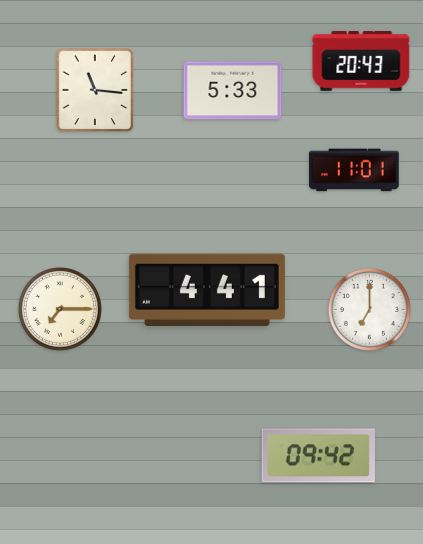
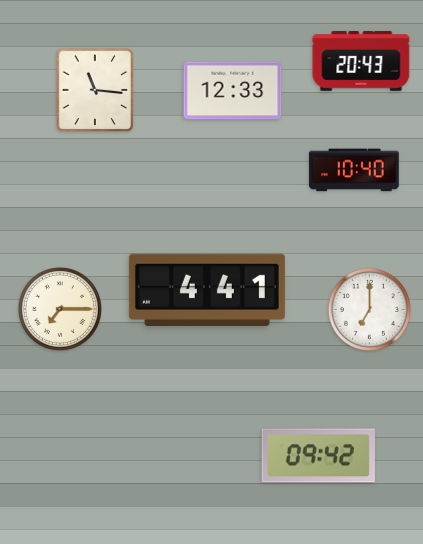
clock at (233, 91): 5:33 -> 12:33
clock at (354, 170): 11:01 -> 10:40
